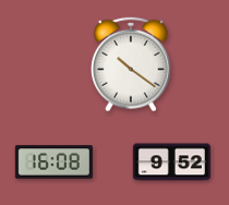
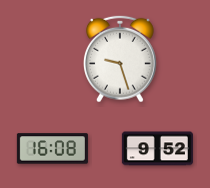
clock at (132, 64): 10:21 -> 9:27
clock at (53, 162) position: (53, 162) -> (52, 149)
